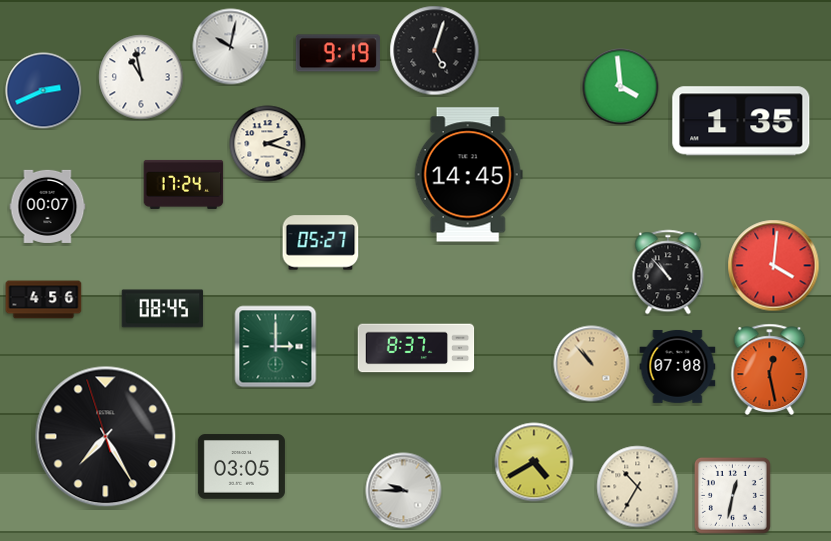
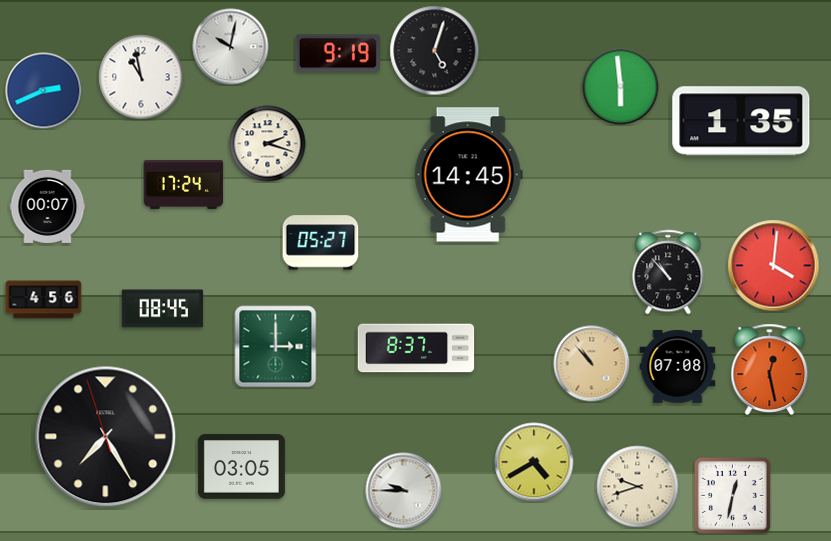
clock at (621, 87): 3:59 -> 5:59
clock at (638, 487): 10:35 -> 9:42
